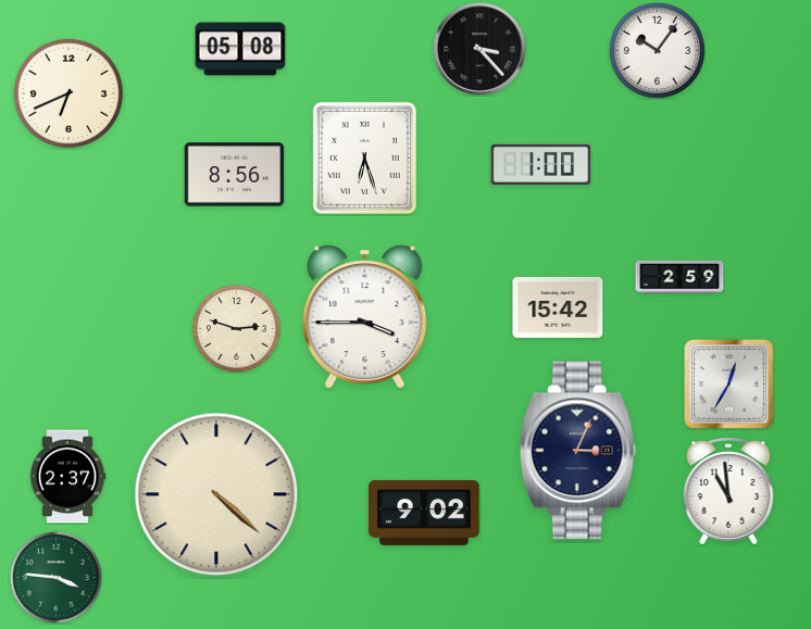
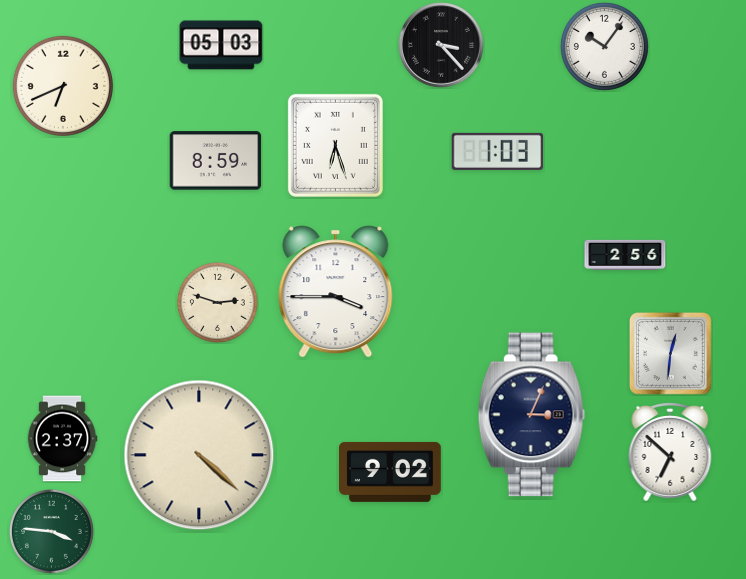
clock at (240, 49): 05:08 -> 05:03
clock at (541, 164): 1:00 -> 1:03
clock at (235, 175): 8:56 -> 8:59
clock at (679, 277): 2:59 -> 2:56
clock at (558, 307): 15:42 -> none
clock at (728, 383): 12:35 -> 12:31
clock at (728, 491): 10:59 -> 6:52
